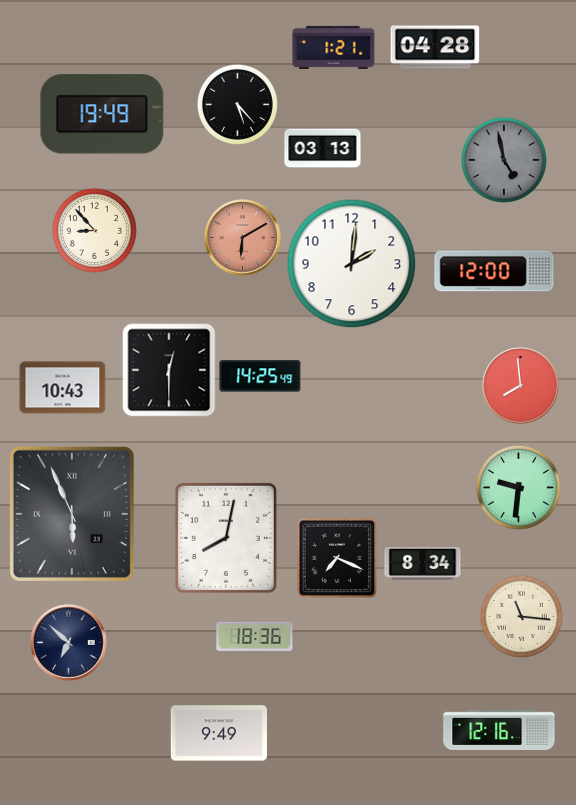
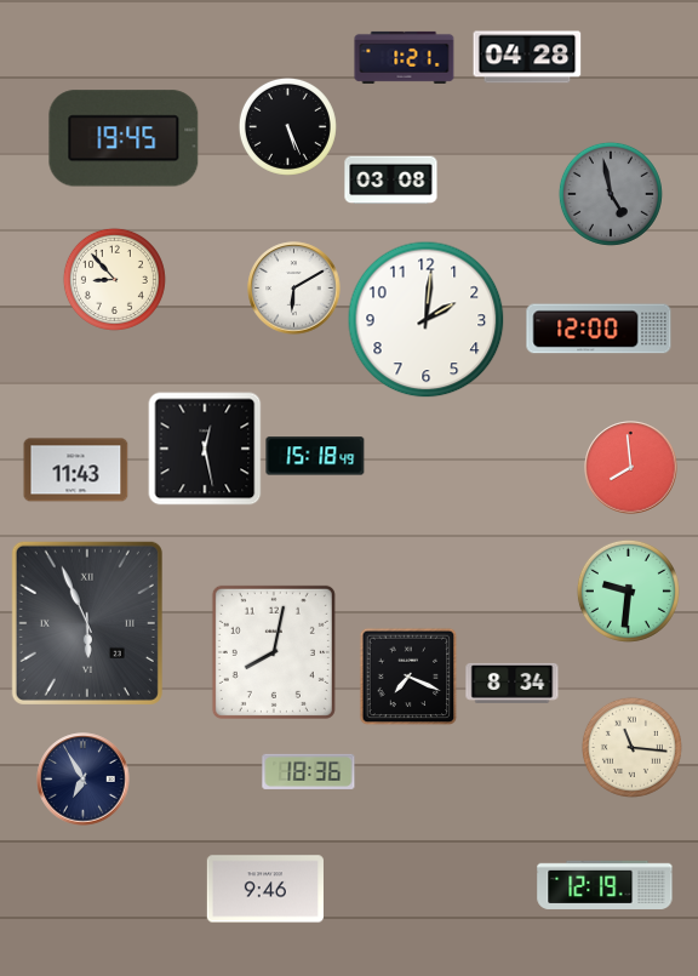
clock at (237, 104): 5:23 -> 5:26
clock at (102, 114): 19:49 -> 19:45
clock at (323, 149): 03:13 -> 03:08
clock at (243, 238) dial: salmon -> white
clock at (169, 370): 12:30 -> 12:28
clock at (260, 376): 14:25 -> 15:18
clock at (63, 388): 10:43 -> 11:43
clock at (69, 643): 6:52 -> 6:55
clock at (499, 729): 12:16 -> 12:19
clock at (219, 733): 9:49 -> 9:46
